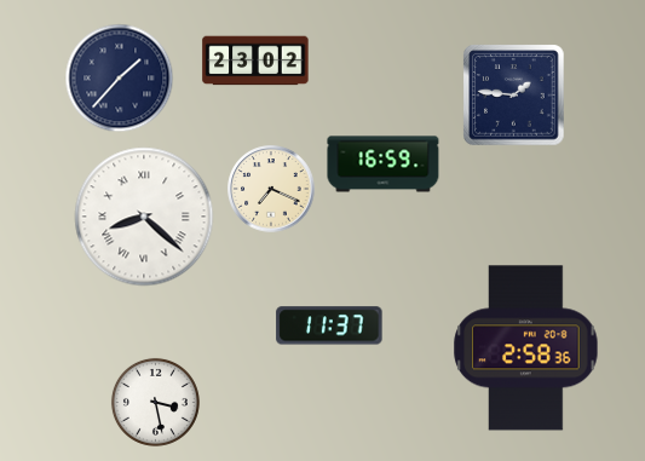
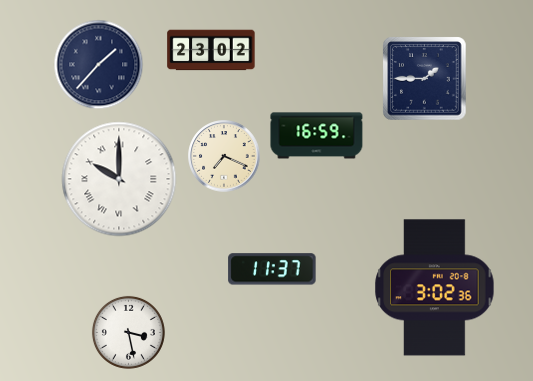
clock at (514, 96): 1:46 -> 1:45
clock at (144, 217): 8:22 -> 10:00
clock at (526, 348): 2:58 -> 3:02
